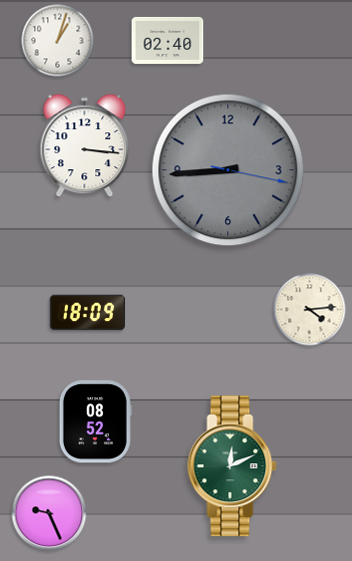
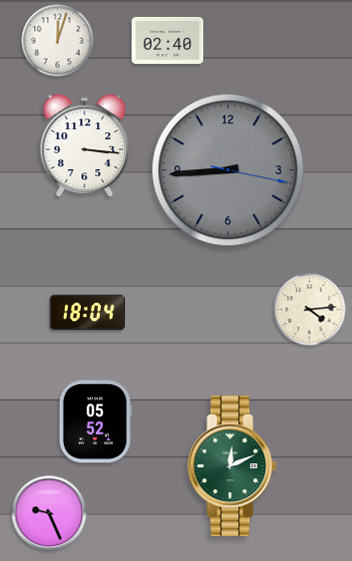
clock at (58, 41): 1:03 -> 12:03
clock at (88, 313): 18:09 -> 18:04
clock at (95, 422): 08:52 -> 05:52
